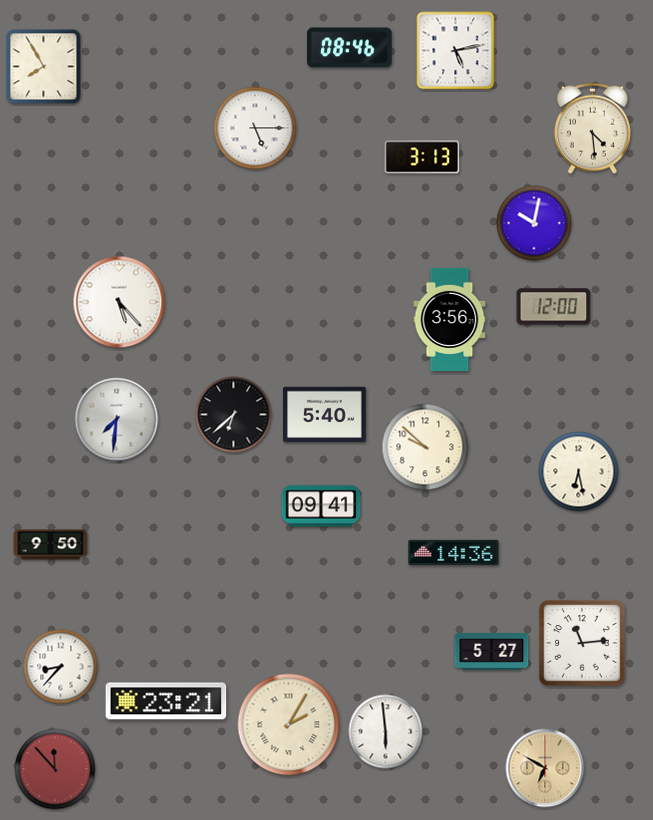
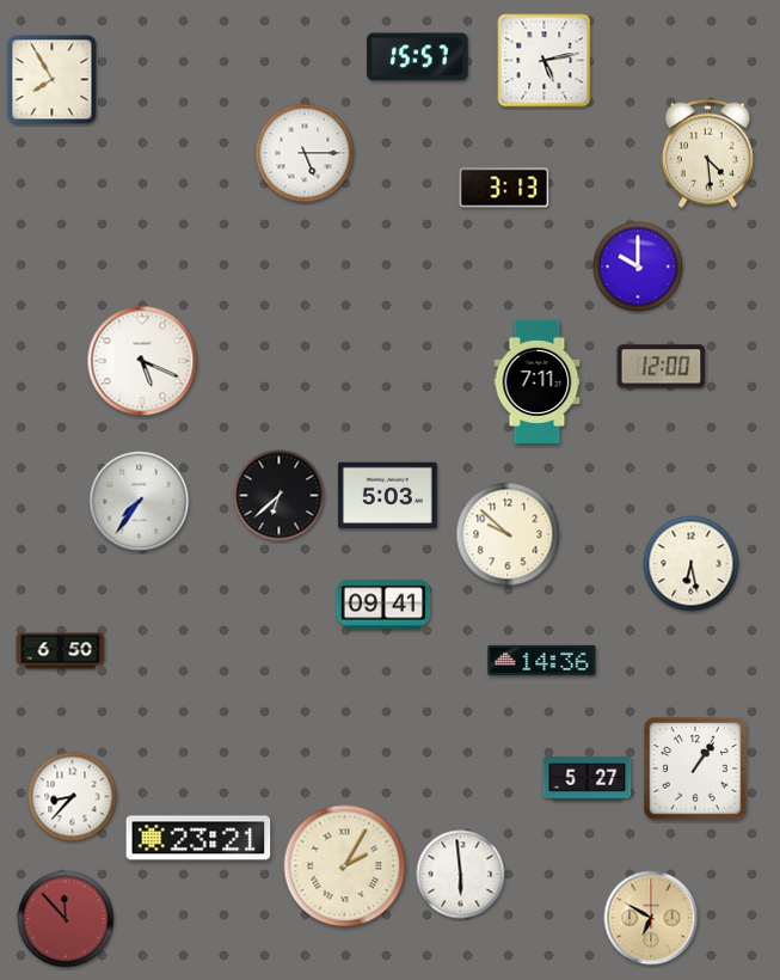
clock at (350, 48): 08:46 -> 15:57
clock at (534, 223): 10:02 -> 10:00
clock at (119, 302): 5:23 -> 5:19
clock at (450, 319): 3:56 -> 7:11
clock at (325, 414): 5:40 -> 5:03
clock at (117, 420): 7:31 -> 7:36
clock at (51, 545): 9:50 -> 6:50
clock at (582, 643): 11:14 -> 1:06
